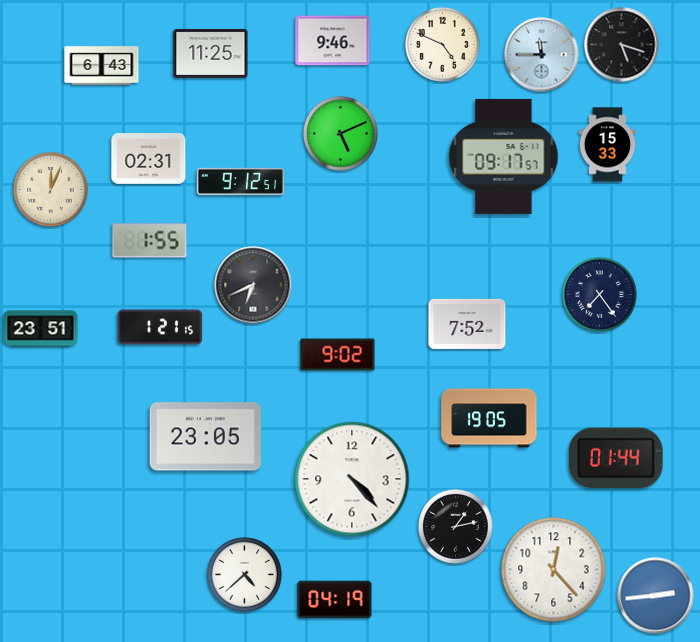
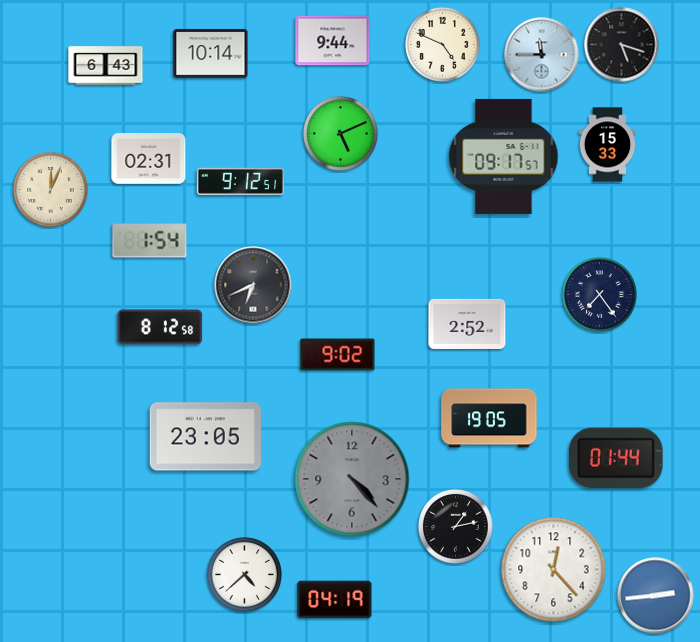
clock at (333, 41): 9:46 -> 9:44
clock at (211, 53): 11:25 -> 10:14
clock at (102, 66) position: (102, 66) -> (106, 66)
clock at (150, 241): 1:55 -> 1:54
clock at (467, 324): 7:52 -> 2:52
clock at (160, 327): 1:21 -> 8:12
clock at (41, 329): 23:51 -> none
clock at (352, 479) dial: white -> grey
